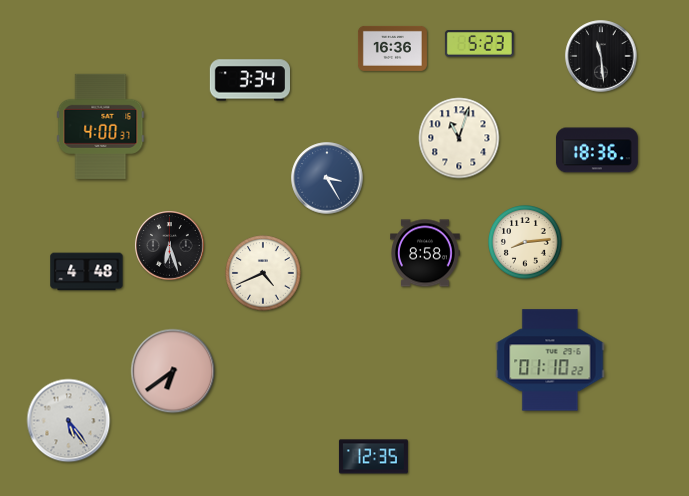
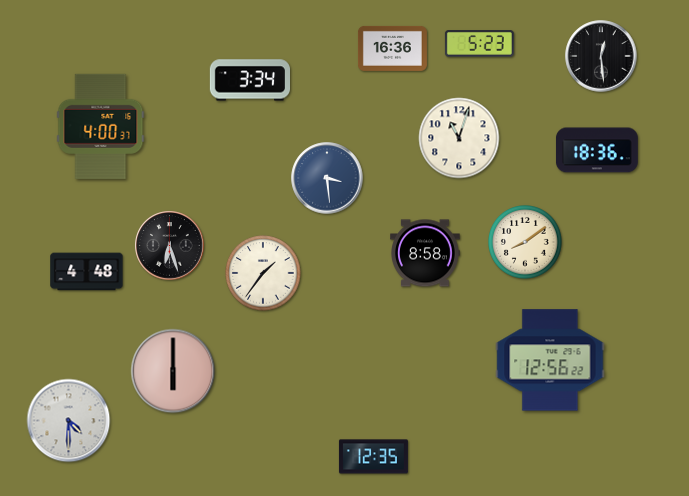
clock at (601, 56): 11:29 -> 12:29
clock at (327, 178): 3:25 -> 3:29
clock at (526, 243): 8:14 -> 8:09
clock at (263, 273): 4:41 -> 1:36
clock at (550, 360): 01:10 -> 12:56
clock at (173, 371): 6:39 -> 6:00
clock at (69, 421): 5:24 -> 4:30
